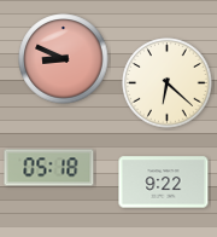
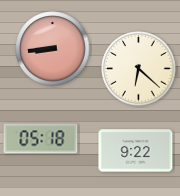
clock at (64, 59): 8:49 -> 8:44
